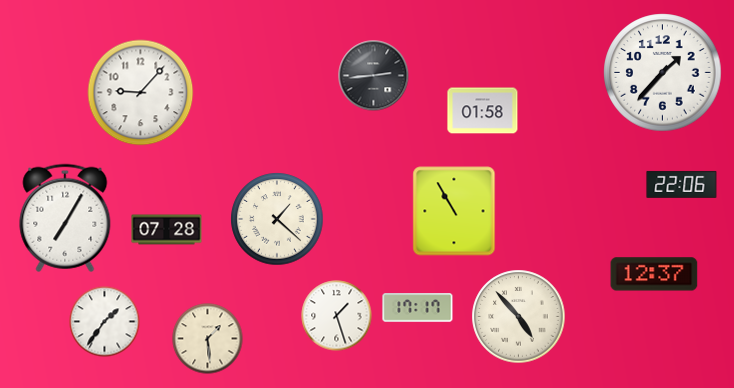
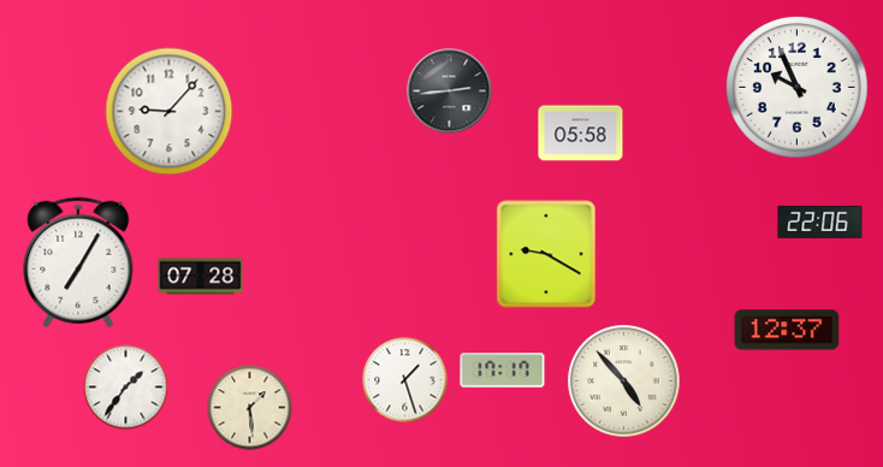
clock at (663, 73): 1:37 -> 9:56
clock at (483, 111): 01:58 -> 05:58
clock at (454, 211): 10:55 -> 9:20
clock at (277, 219): 1:22 -> none
